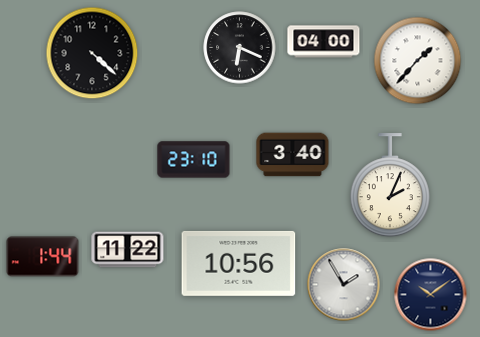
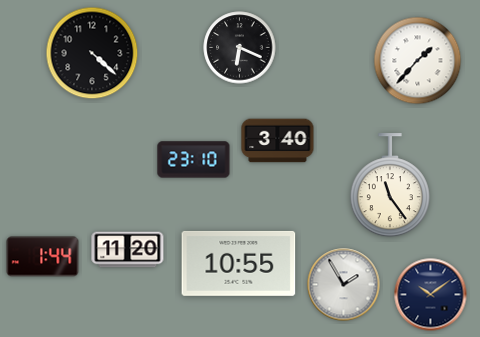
clock at (324, 42): 04:00 -> none
clock at (293, 155) position: (293, 155) -> (278, 141)
clock at (390, 186): 2:04 -> 11:24
clock at (128, 250): 11:22 -> 11:20
clock at (239, 263): 10:56 -> 10:55
